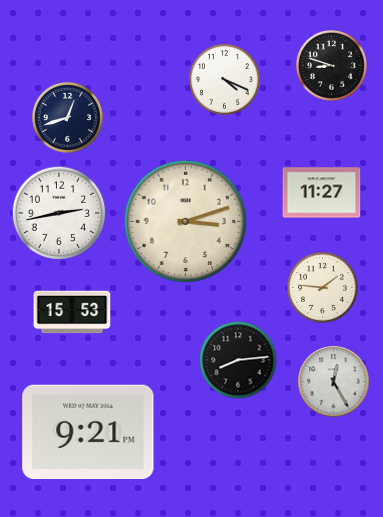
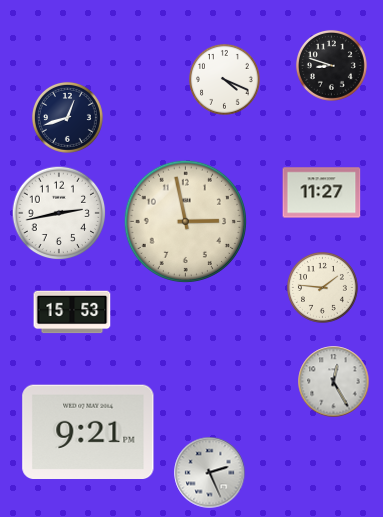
clock at (185, 221): 3:12 -> 2:58
clock at (238, 360): 8:14 -> none
clock at (210, 473): none -> 2:26
